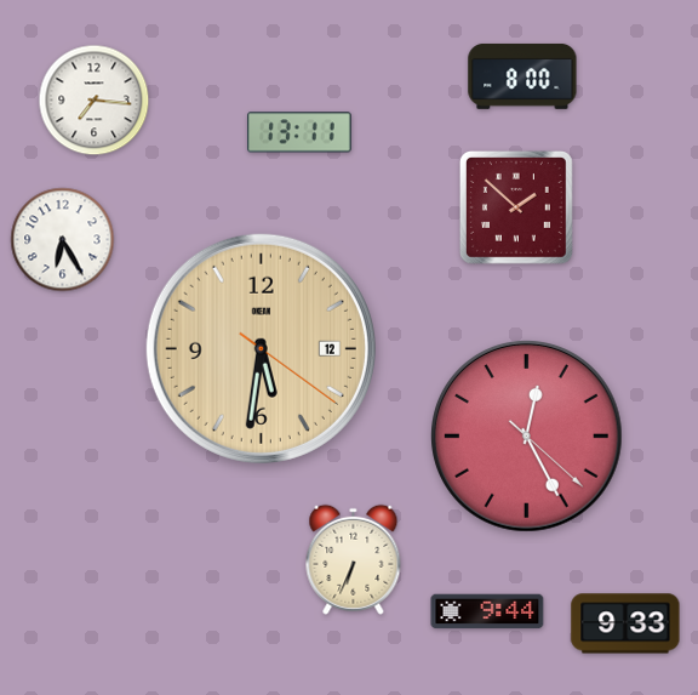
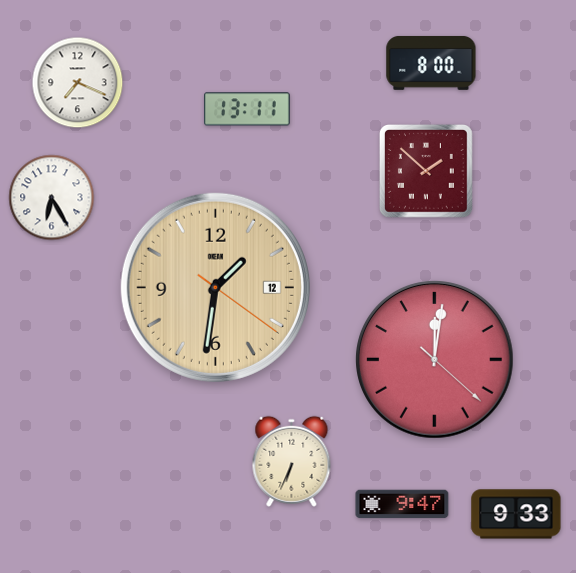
clock at (95, 101): 7:16 -> 7:19
clock at (261, 348): 5:31 -> 1:31
clock at (527, 437): 12:25 -> 12:01
clock at (487, 611): 9:44 -> 9:47
